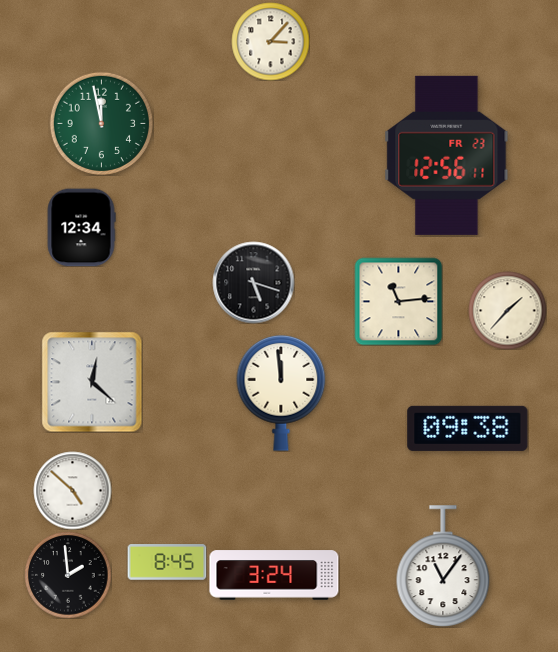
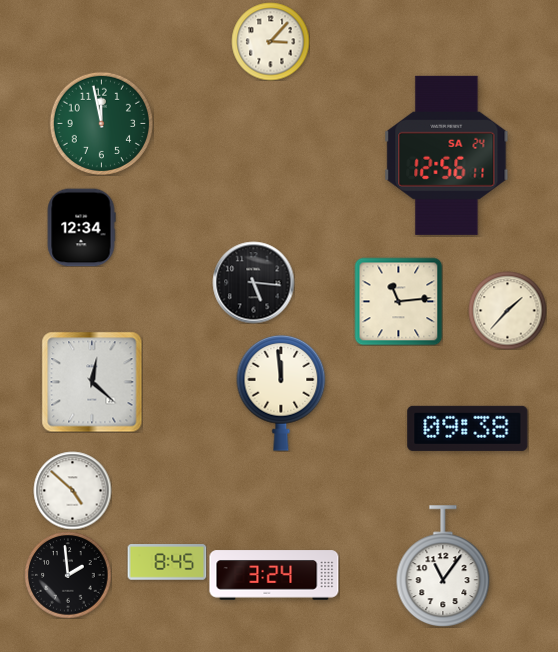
clock at (447, 155) date: FR 23 -> SA 24
clock at (253, 282): 5:18 -> 5:16
